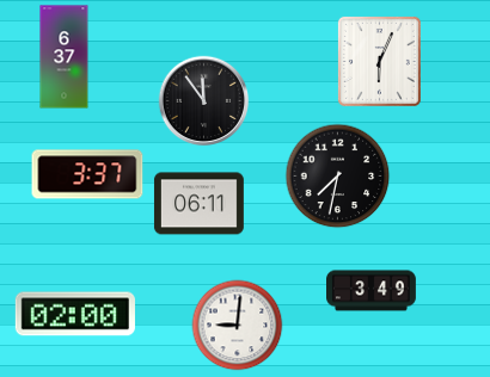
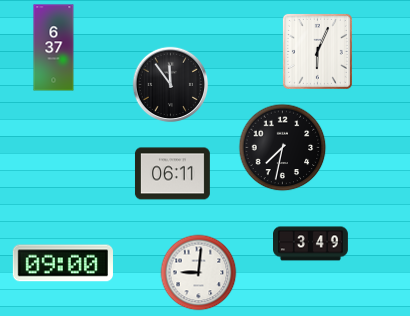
clock at (87, 174): 3:37 -> none
clock at (198, 204) position: (198, 204) -> (172, 174)
clock at (75, 314): 02:00 -> 09:00
